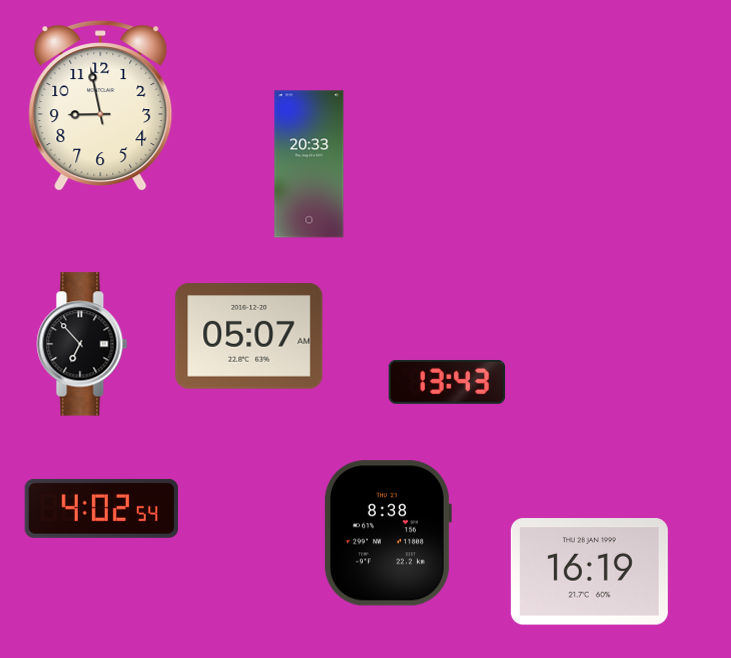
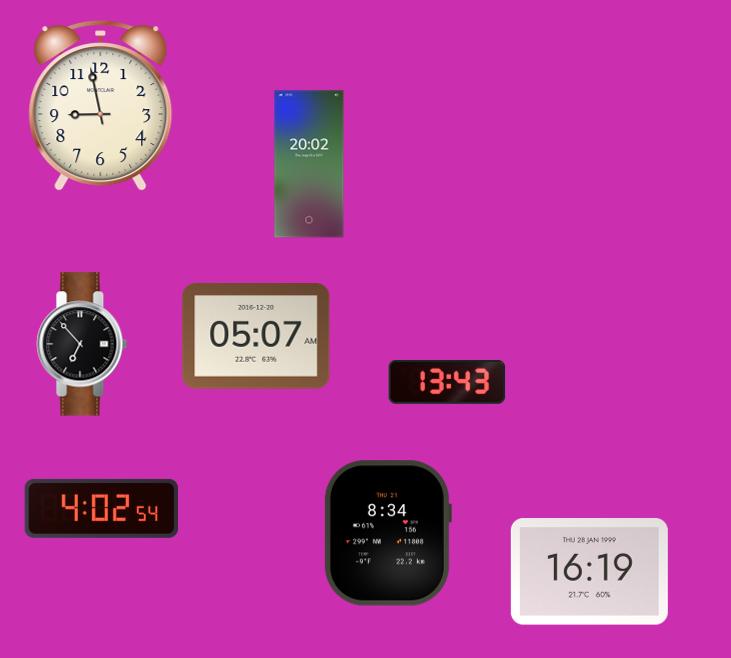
clock at (309, 164): 20:33 -> 20:02
clock at (249, 336) position: (249, 336) -> (256, 336)
clock at (387, 533): 8:38 -> 8:34
